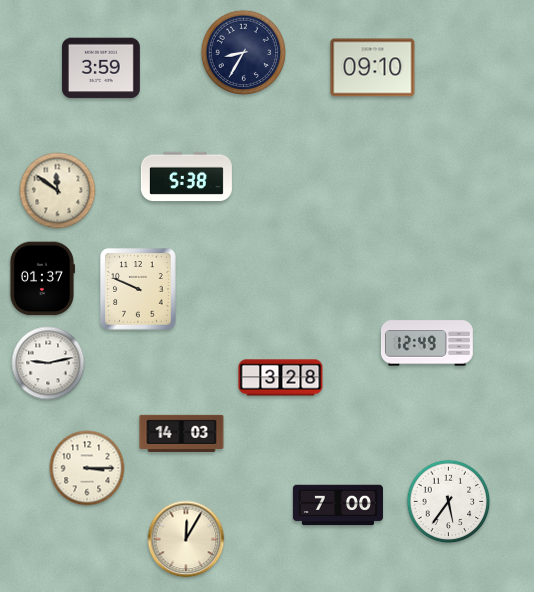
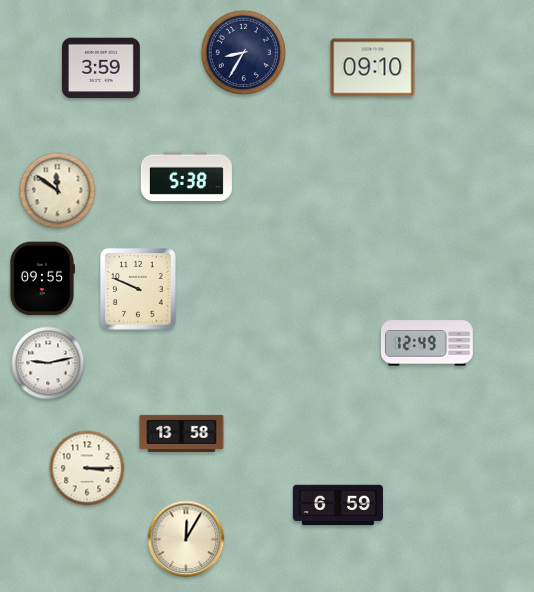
clock at (42, 279): 01:37 -> 09:55
clock at (281, 378): 3:28 -> none
clock at (182, 433): 14:03 -> 13:58
clock at (449, 502): 5:36 -> none
clock at (338, 505): 7:00 -> 6:59
